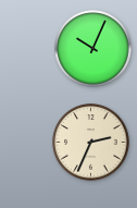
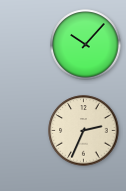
clock at (94, 49): 10:04 -> 10:07
